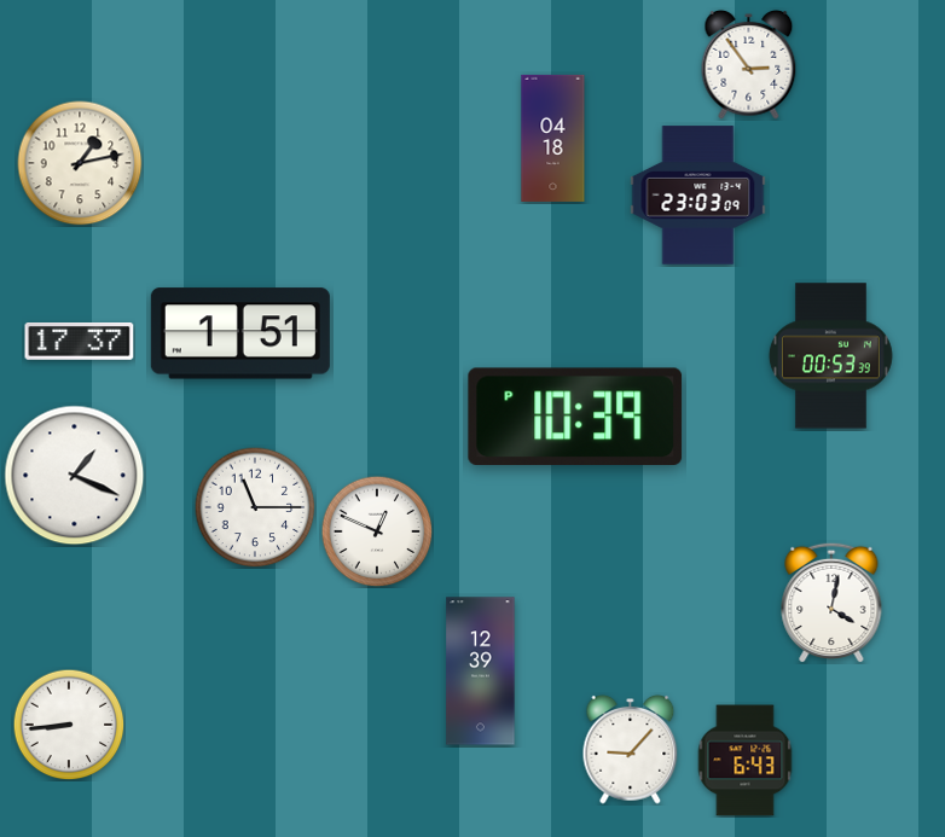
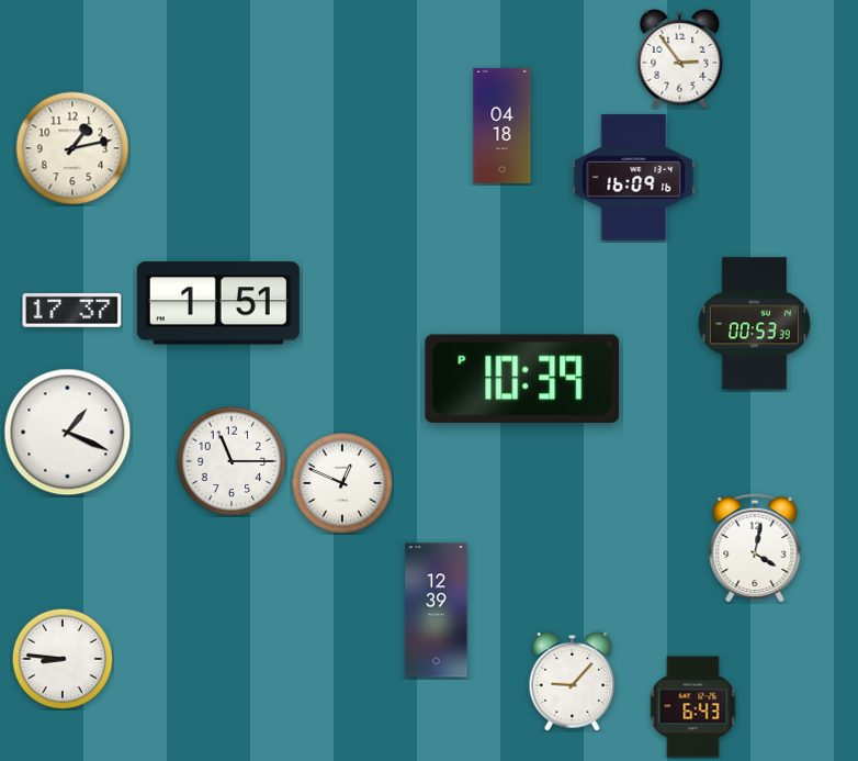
clock at (698, 196): 23:03 -> 16:09
clock at (69, 725): 8:44 -> 8:46
clock at (746, 761) position: (746, 761) -> (693, 707)
